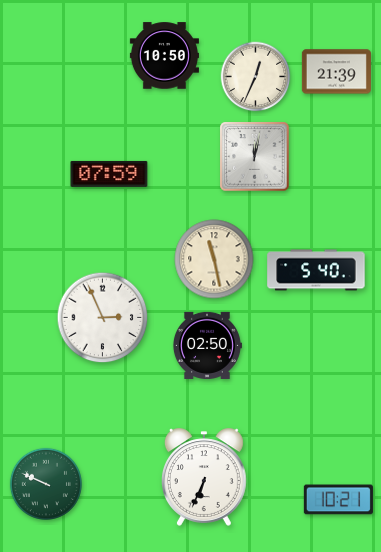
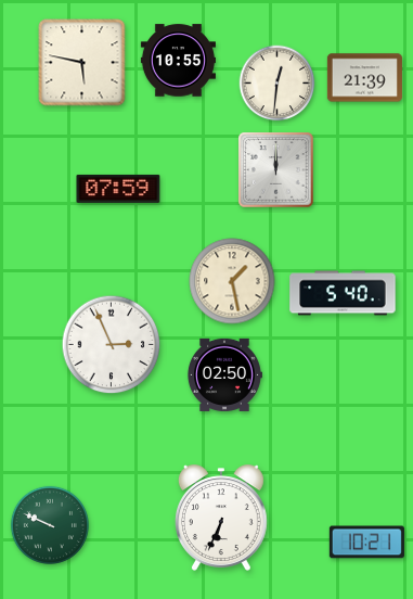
clock at (164, 56): 10:50 -> 10:55
clock at (82, 63): none -> 5:47
clock at (256, 77): 12:34 -> 12:31
clock at (255, 157): 12:02 -> 12:00
clock at (214, 259): 11:28 -> 1:28
